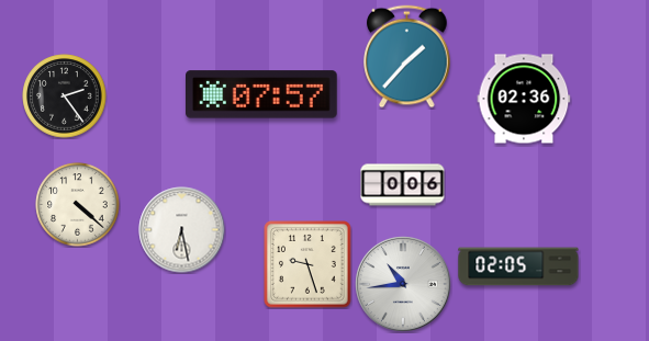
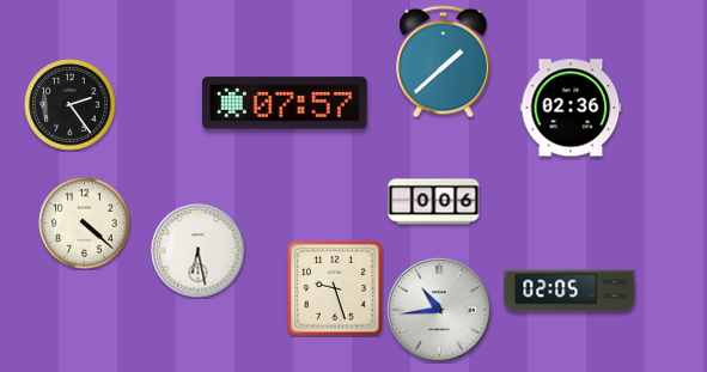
clock at (407, 57): 1:37 -> 1:38
clock at (403, 185) position: (403, 185) -> (434, 202)
clock at (518, 266) position: (518, 266) -> (569, 291)
